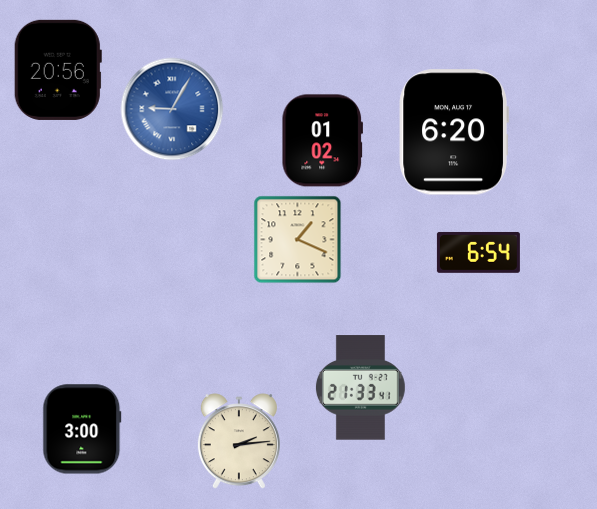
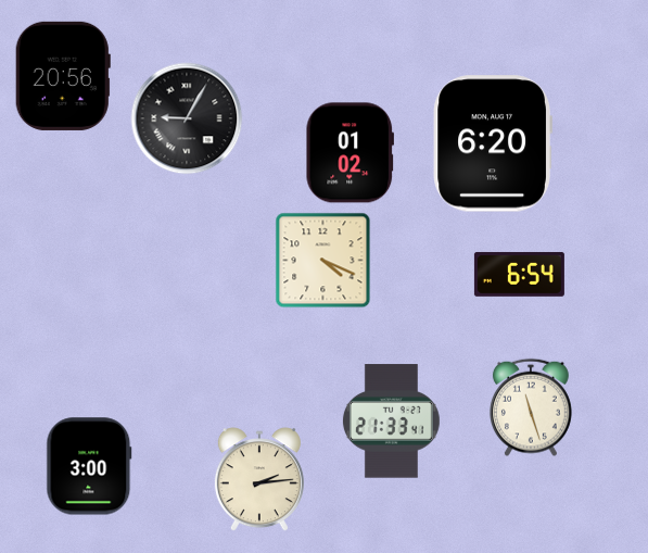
clock at (172, 109) dial: blue -> black
clock at (298, 240): 1:19 -> 4:19
clock at (531, 407): none -> 11:27
